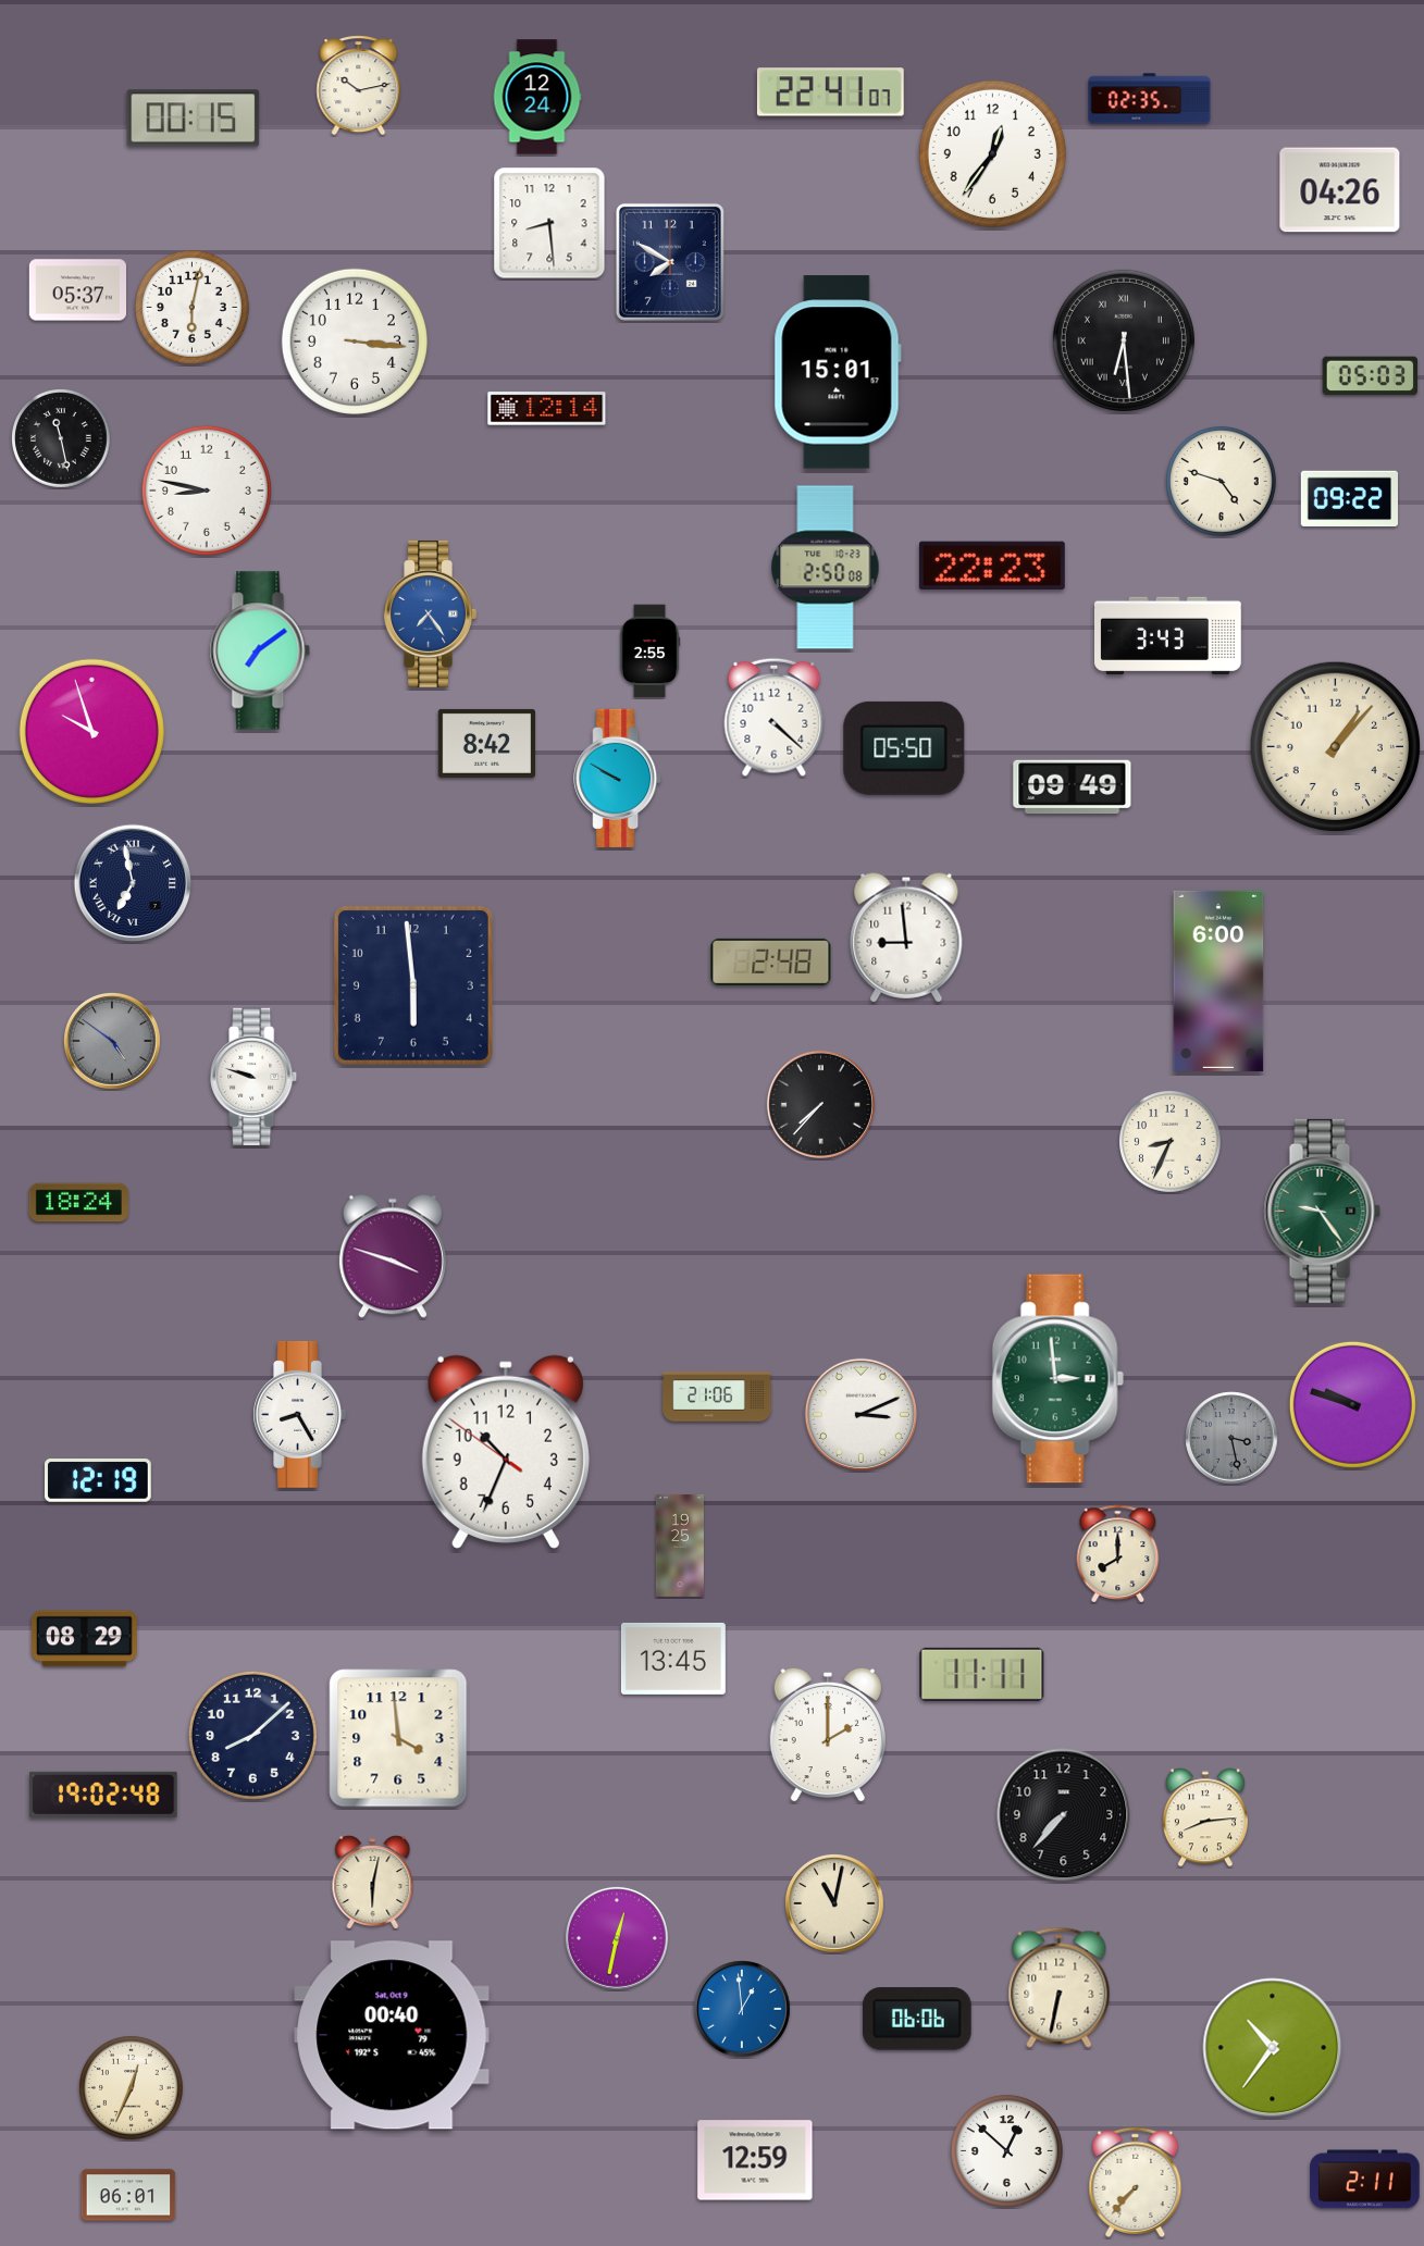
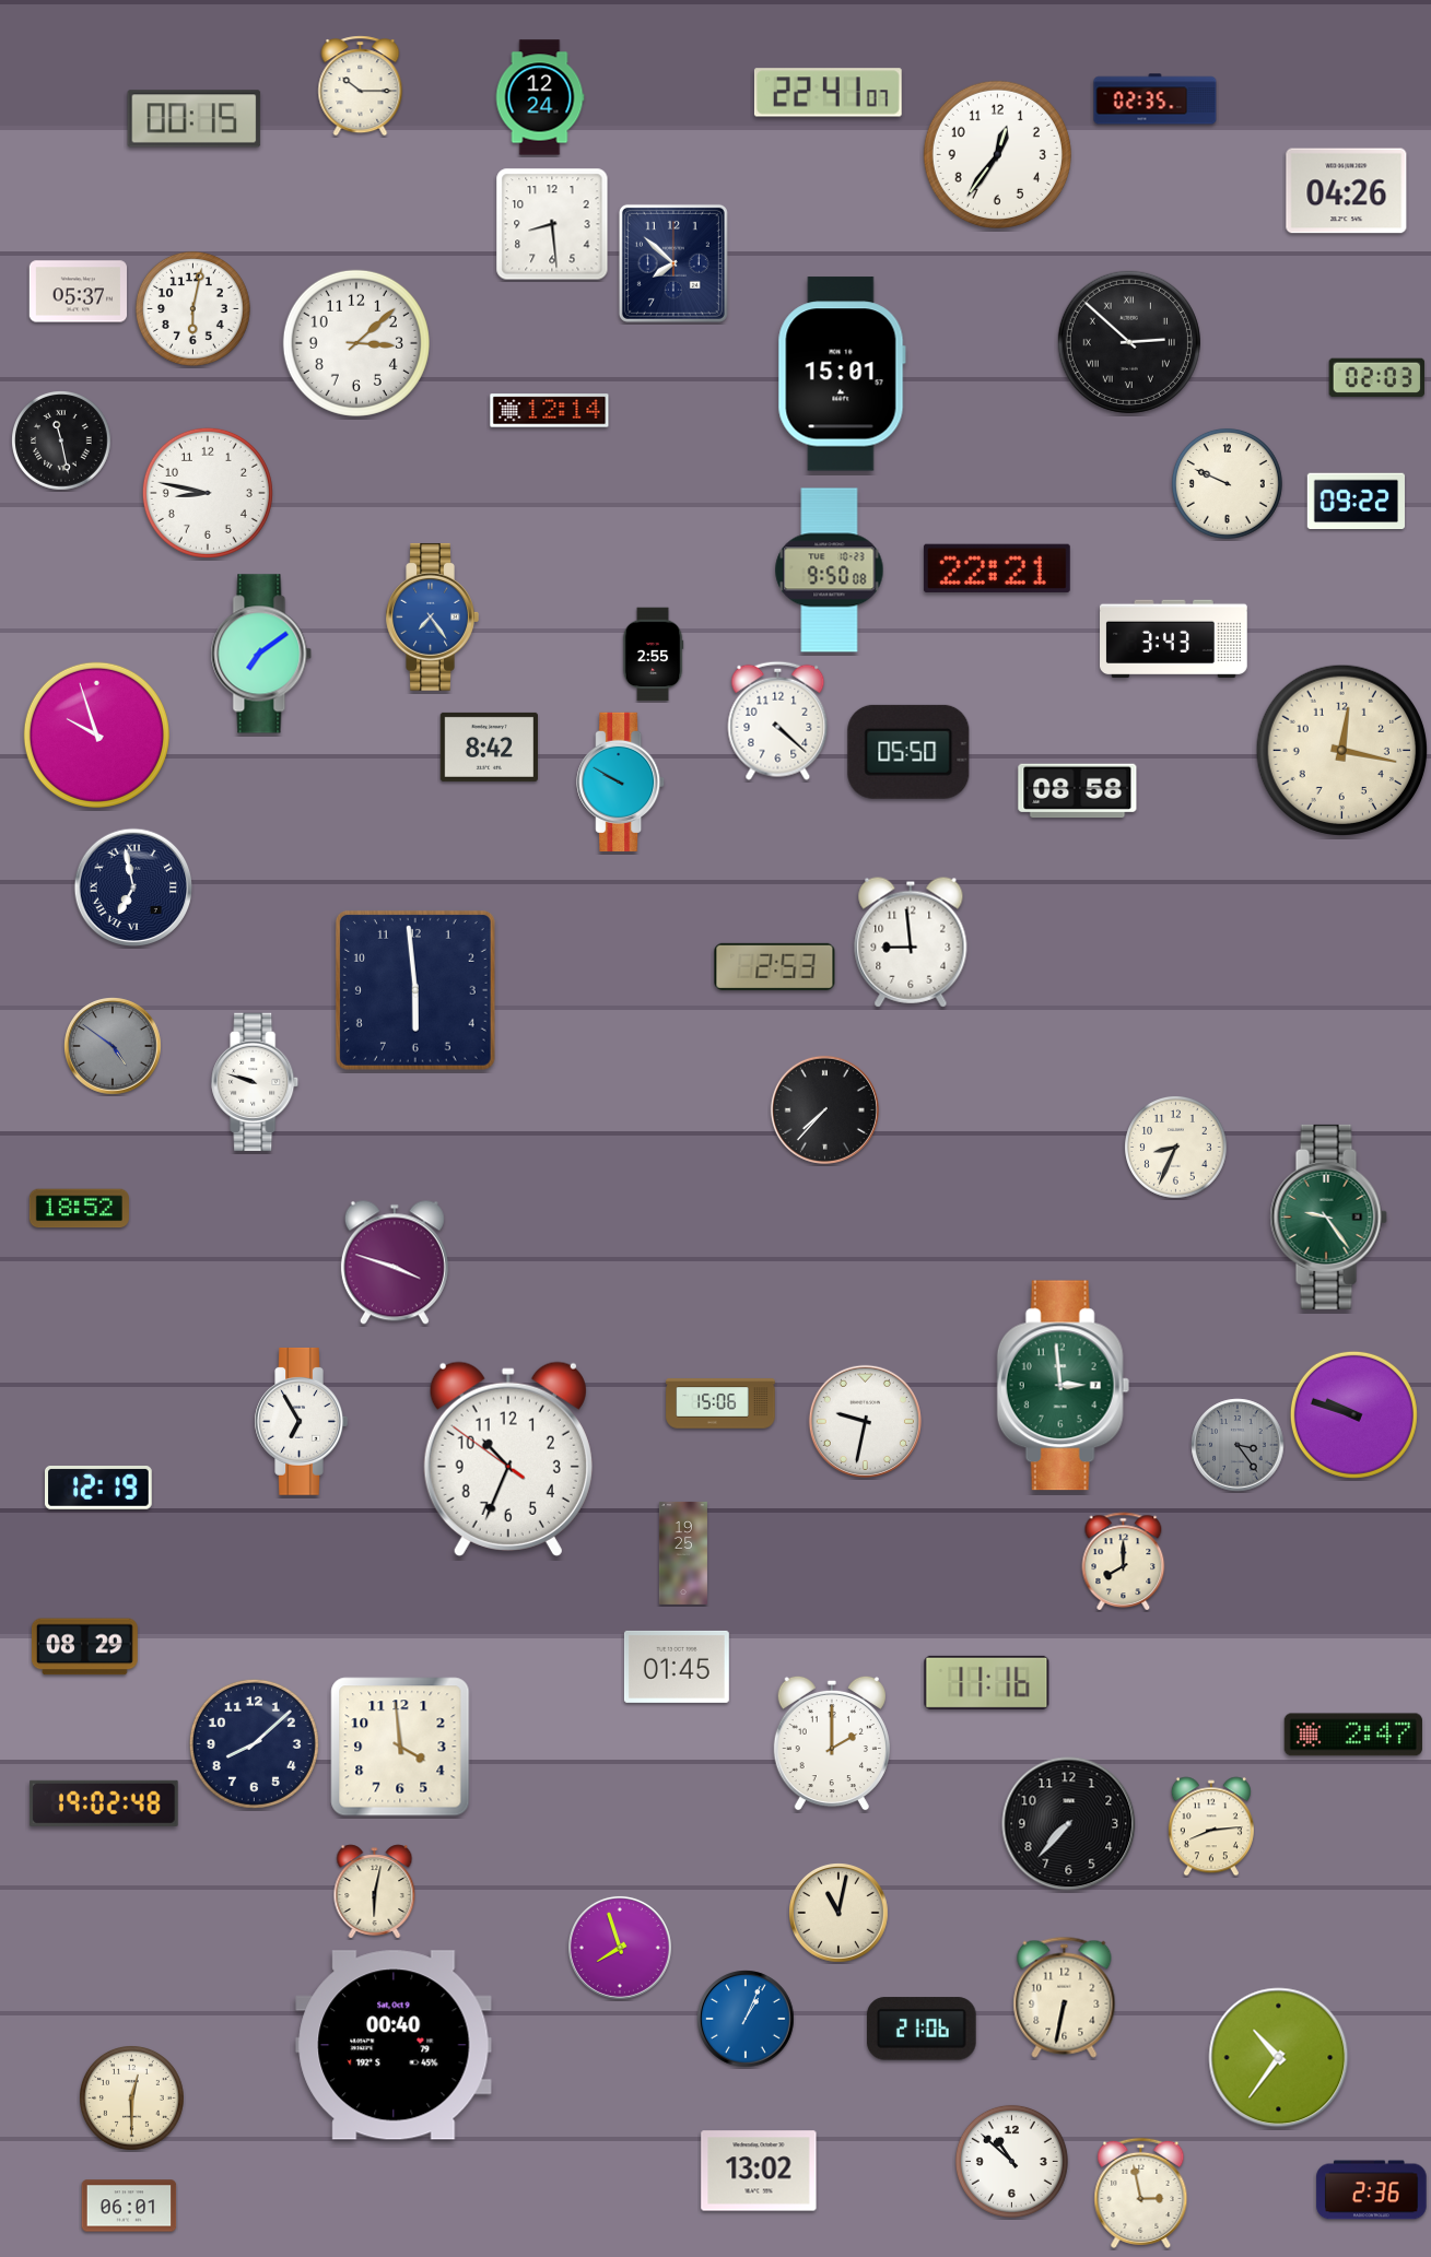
clock at (359, 86): 10:13 -> 10:15
clock at (830, 92) position: (830, 92) -> (828, 93)
clock at (670, 262): 7:50 -> 7:52
clock at (1124, 340): 6:29 -> 2:52
clock at (355, 342): 3:16 -> 3:08
clock at (1371, 376): 05:03 -> 02:03
clock at (1221, 481): 4:48 -> 9:49
clock at (992, 566): 22:23 -> 22:21
clock at (826, 568): 2:50 -> 9:50
clock at (91, 731) position: (91, 731) -> (96, 734)
clock at (1335, 746): 1:07 -> 12:17
clock at (1073, 787): 09:49 -> 08:58
clock at (771, 961): 2:48 -> 2:53
clock at (1218, 981): 6:00 -> none
clock at (78, 1203): 18:24 -> 18:52
clock at (717, 1397): 21:06 -> 15:06
clock at (1352, 1404) position: (1352, 1404) -> (1353, 1414)
clock at (299, 1414): 8:25 -> 6:55
clock at (860, 1414): 3:11 -> 9:32
clock at (1231, 1438): 3:28 -> 3:24
clock at (673, 1659): 13:45 -> 01:45
clock at (982, 1674): 11:11 -> 11:16
clock at (1352, 1735): none -> 2:47
clock at (617, 1938): 12:32 -> 7:57
clock at (742, 2009): 12:59 -> 1:04
clock at (918, 2019): 06:06 -> 21:06
clock at (132, 2088): 12:34 -> 12:30
clock at (1006, 2150): 12:52 -> 10:52
clock at (755, 2160): 12:59 -> 13:02
clock at (1365, 2180): 2:11 -> 2:36
clock at (1136, 2182): 7:37 -> 2:58
